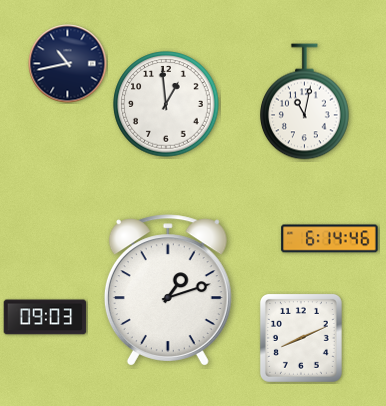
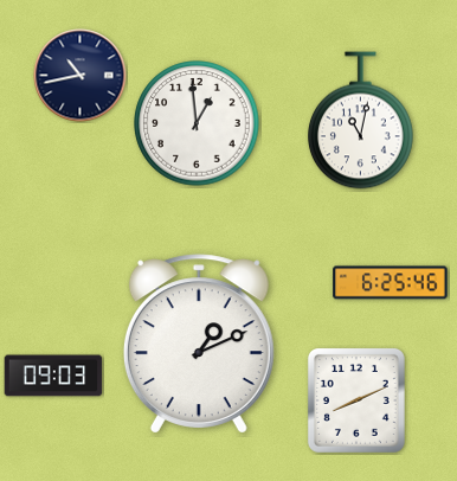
clock at (330, 239): 6:14 -> 6:25
clock at (168, 290): 1:12 -> 1:11
